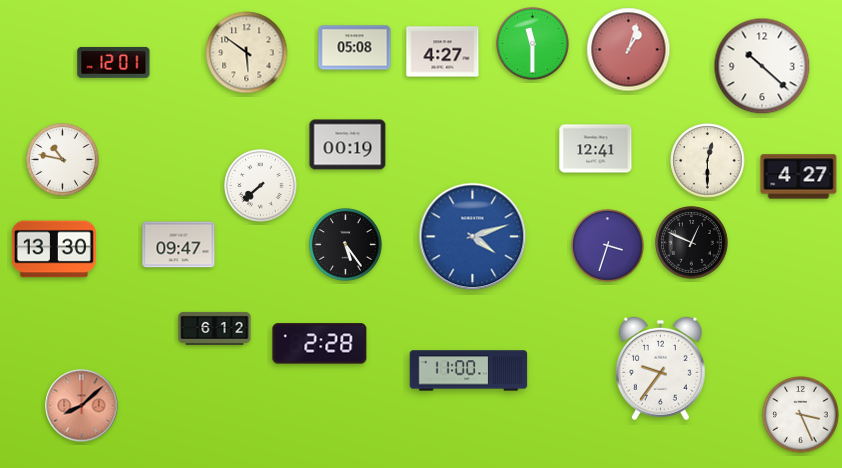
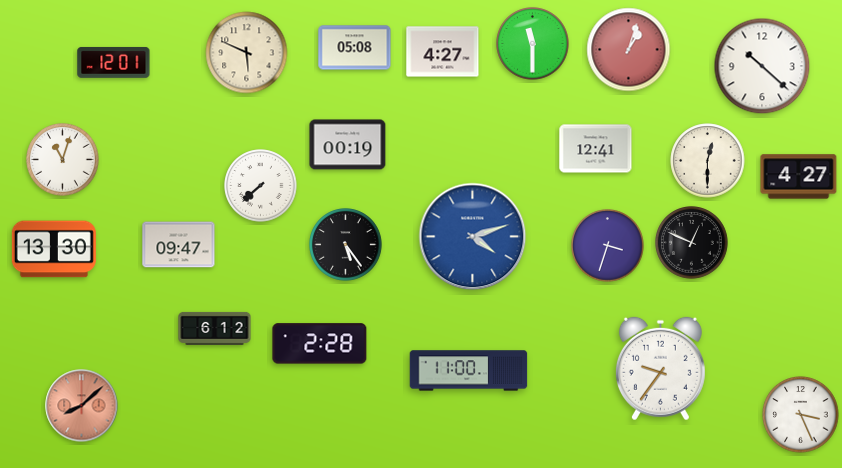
clock at (247, 53): 5:51 -> 5:49
clock at (63, 160): 10:47 -> 11:03
